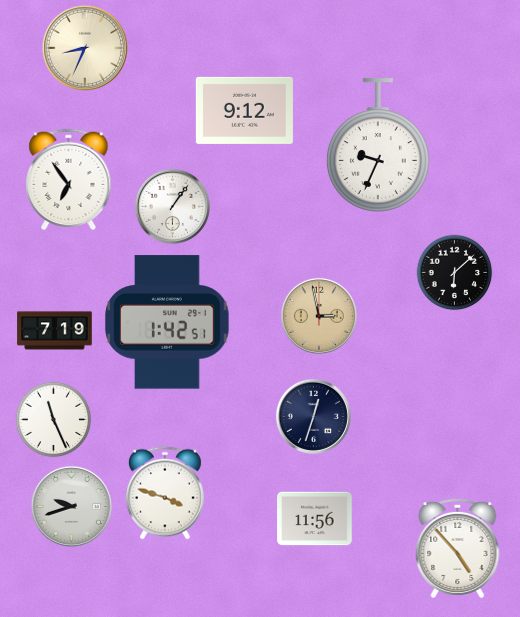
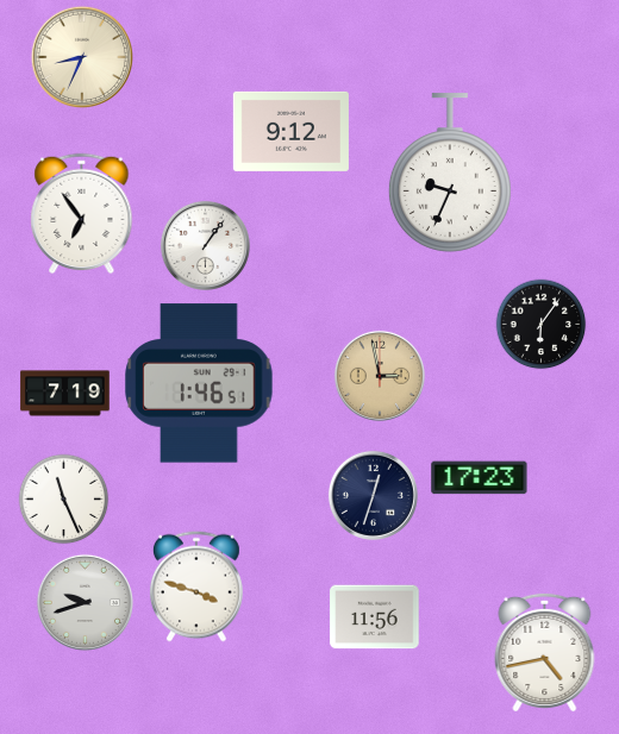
clock at (84, 47) position: (84, 47) -> (81, 56)
clock at (455, 273): 6:08 -> 6:06
clock at (167, 322): 1:42 -> 1:46
clock at (480, 478): none -> 17:23
clock at (458, 548): 4:53 -> 4:43
